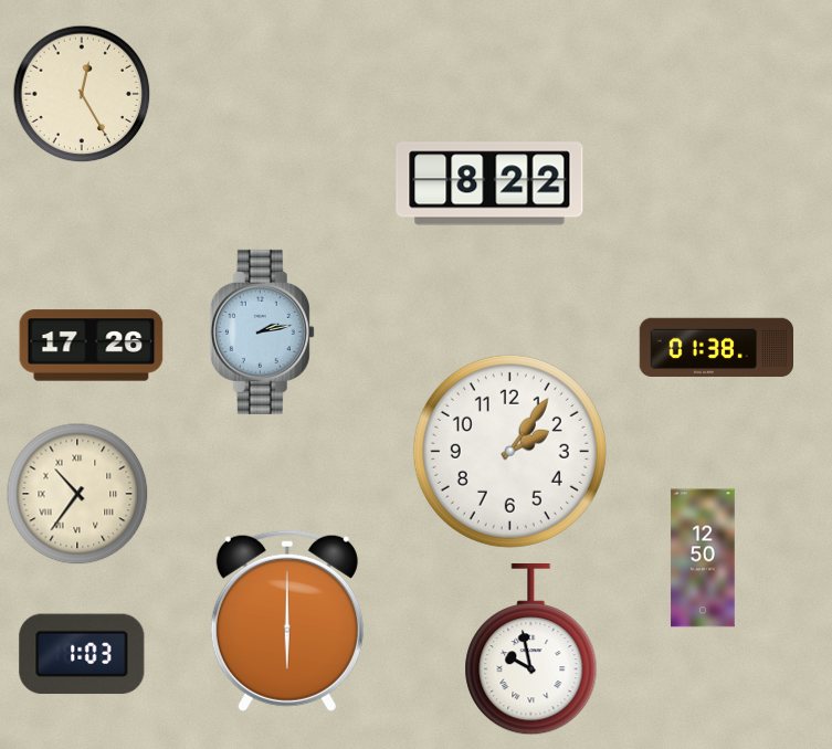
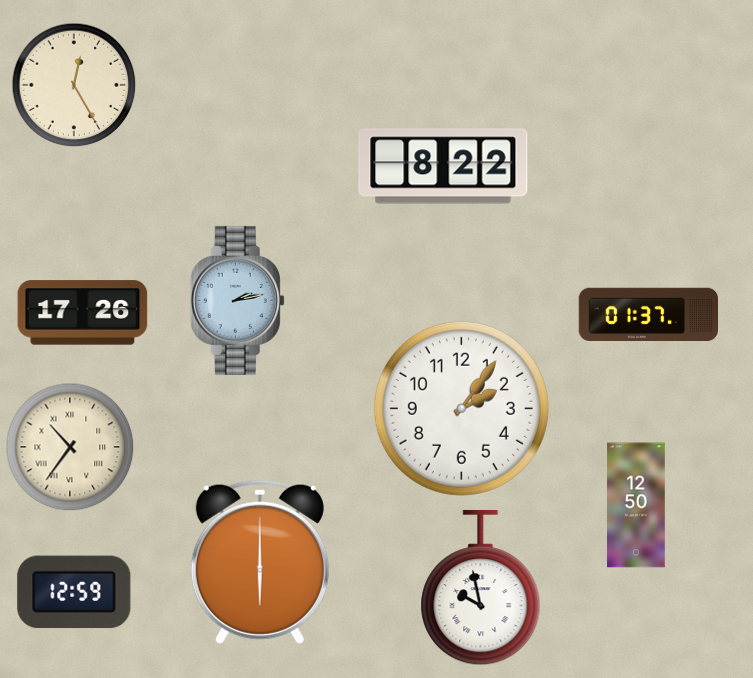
clock at (716, 347): 01:38 -> 01:37
clock at (82, 654): 1:03 -> 12:59
